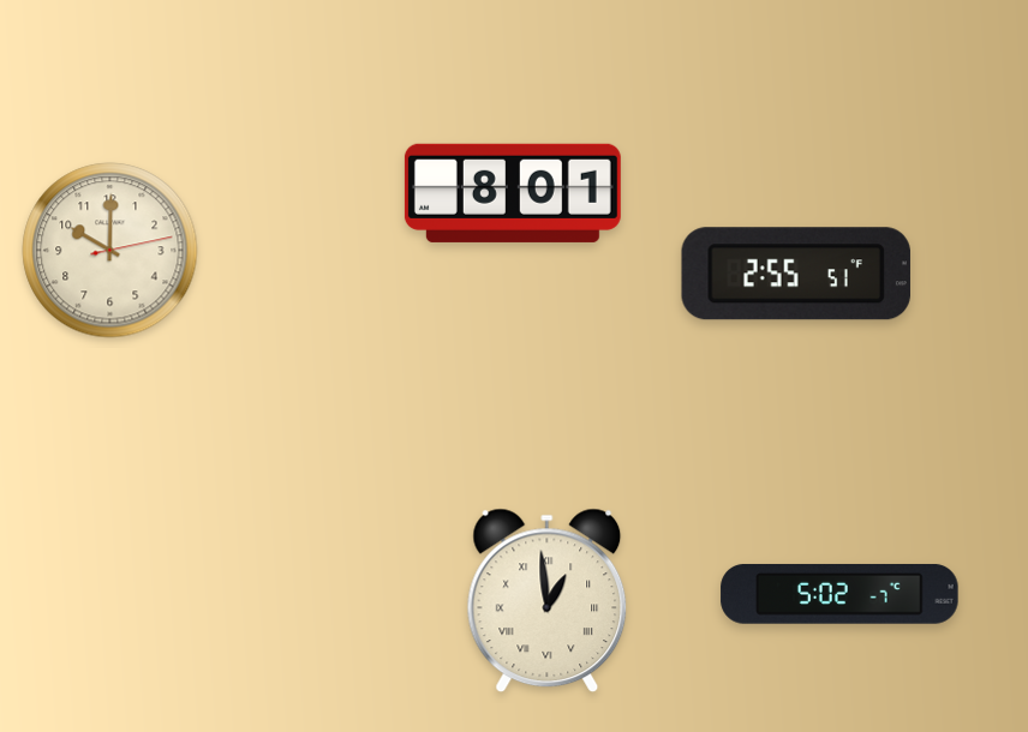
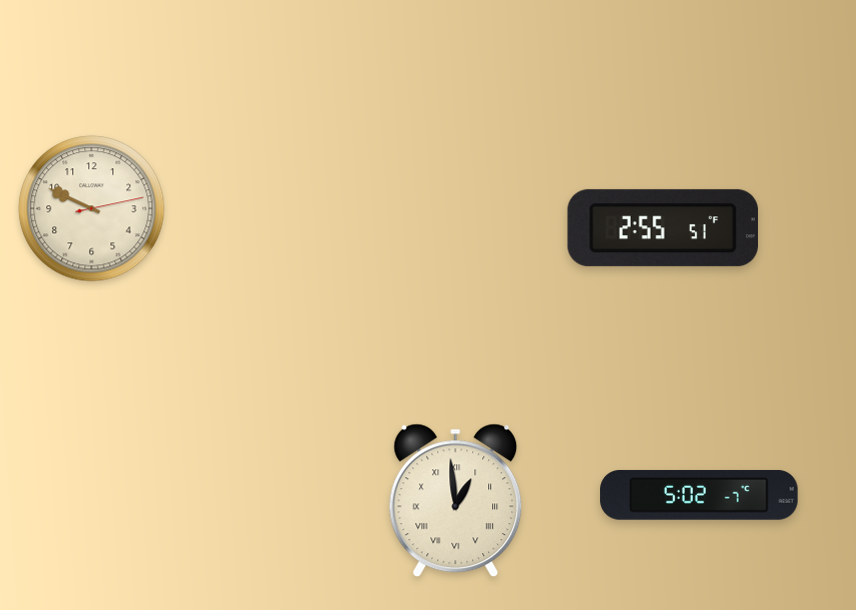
clock at (513, 193): 8:01 -> none
clock at (110, 251): 10:00 -> 9:49
